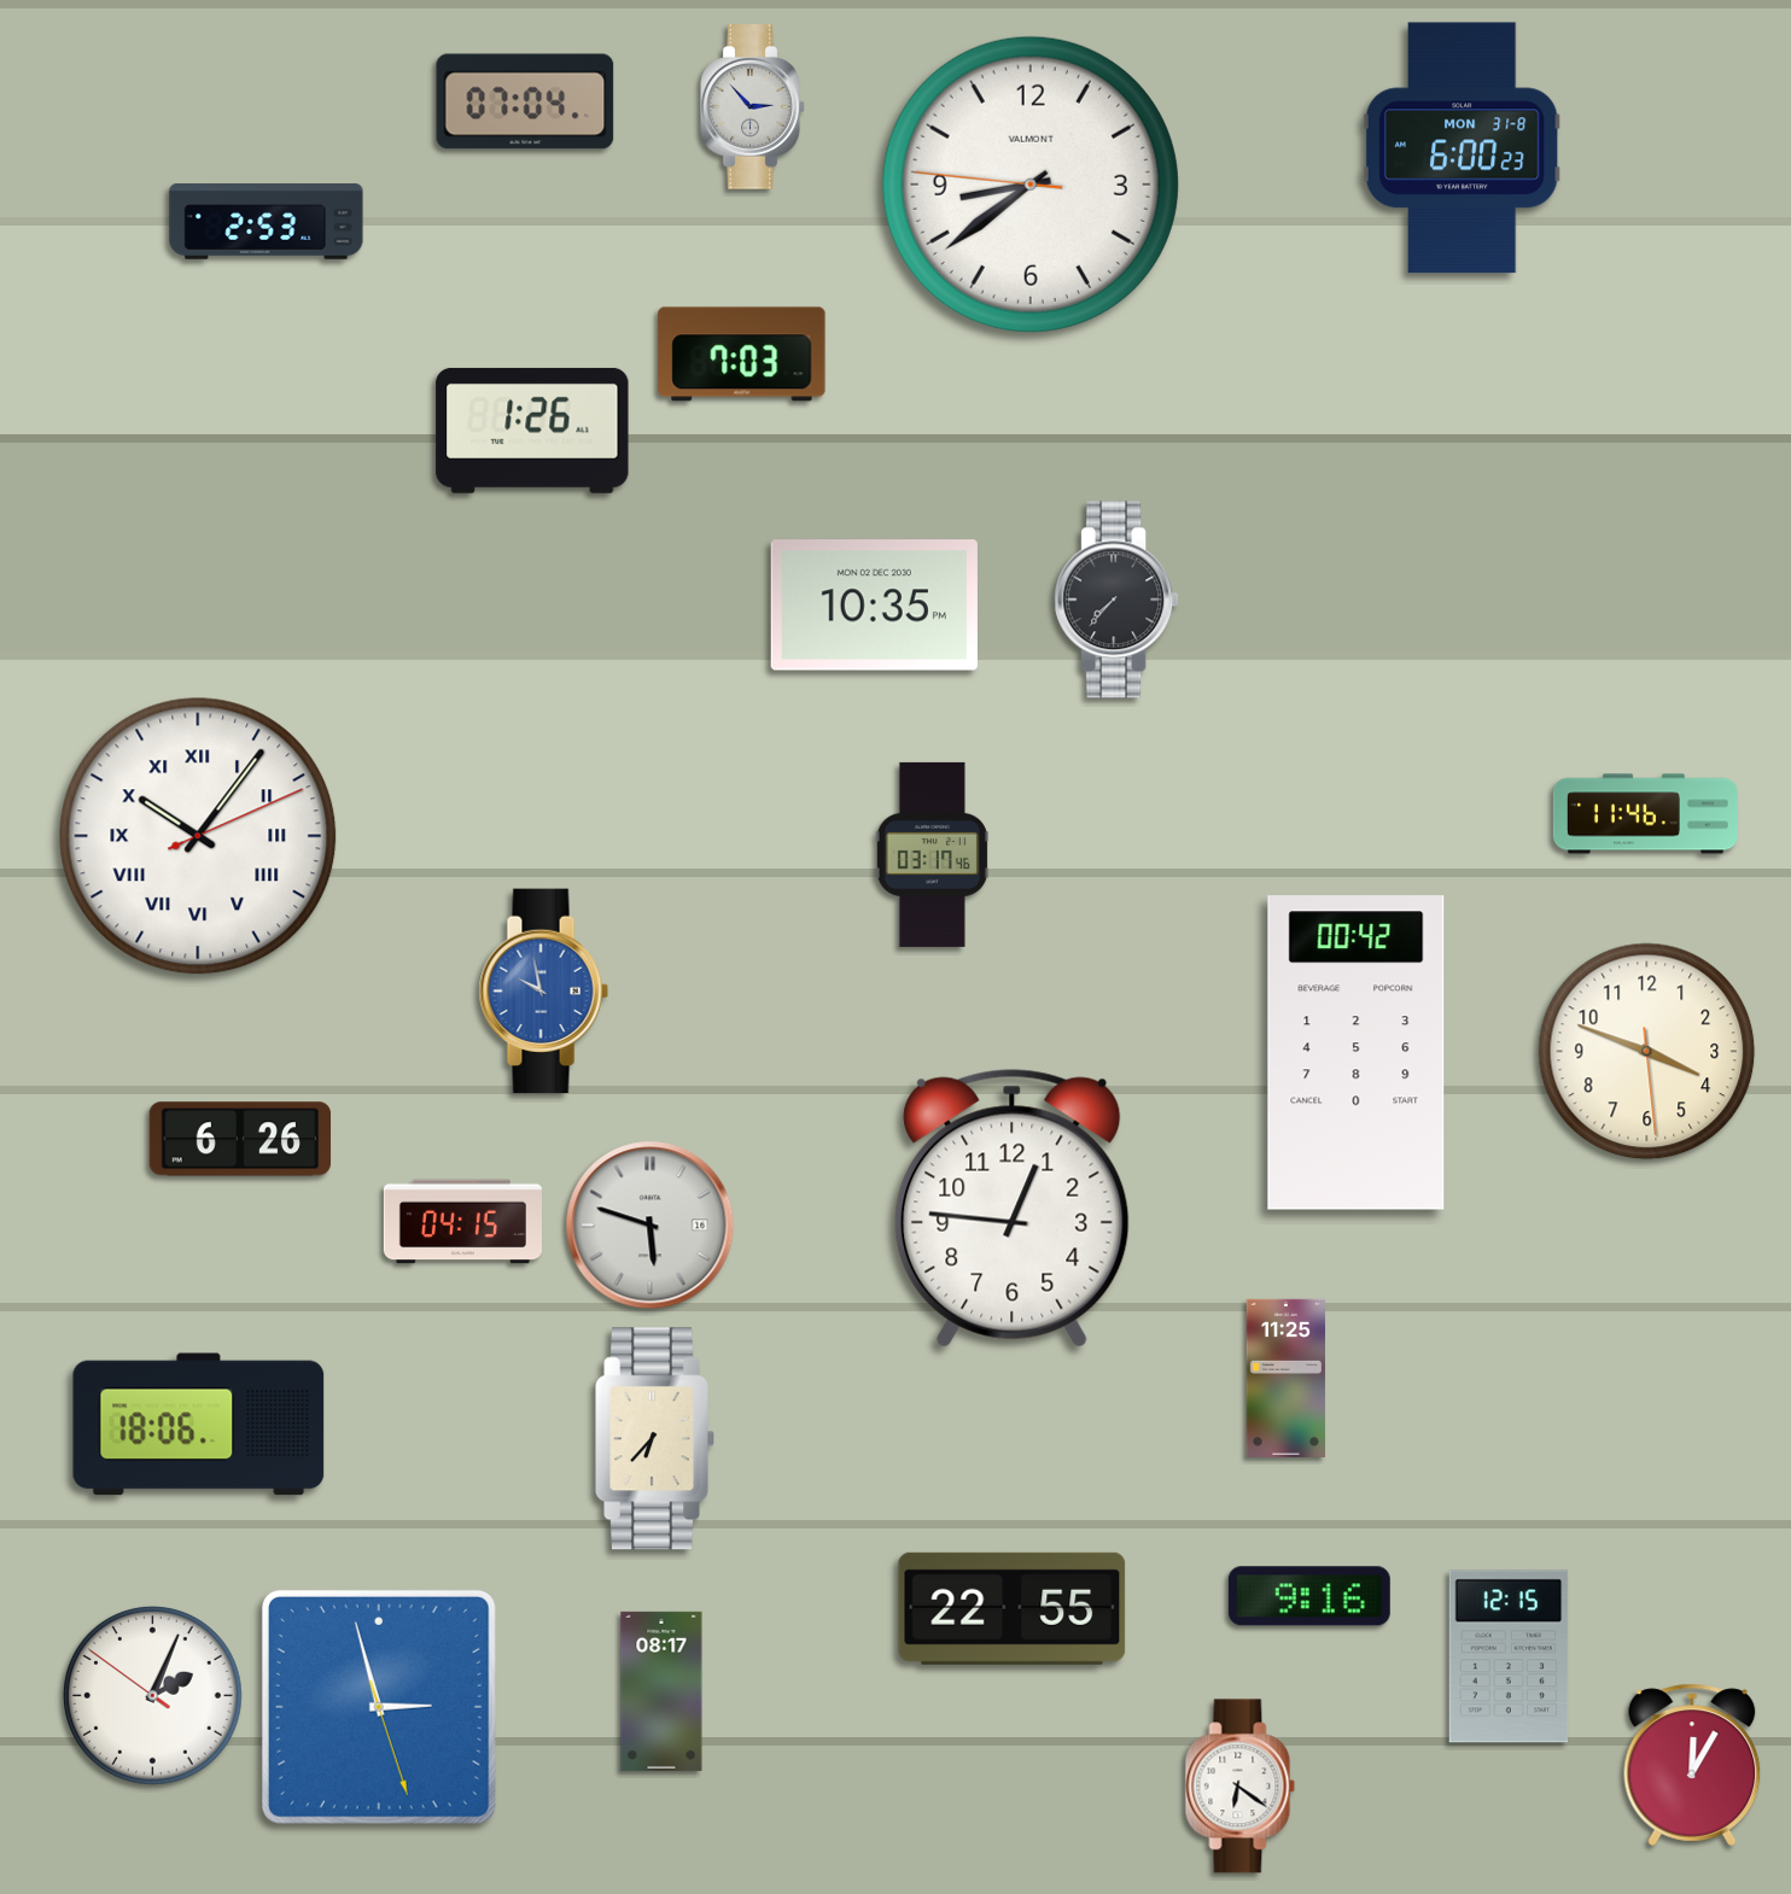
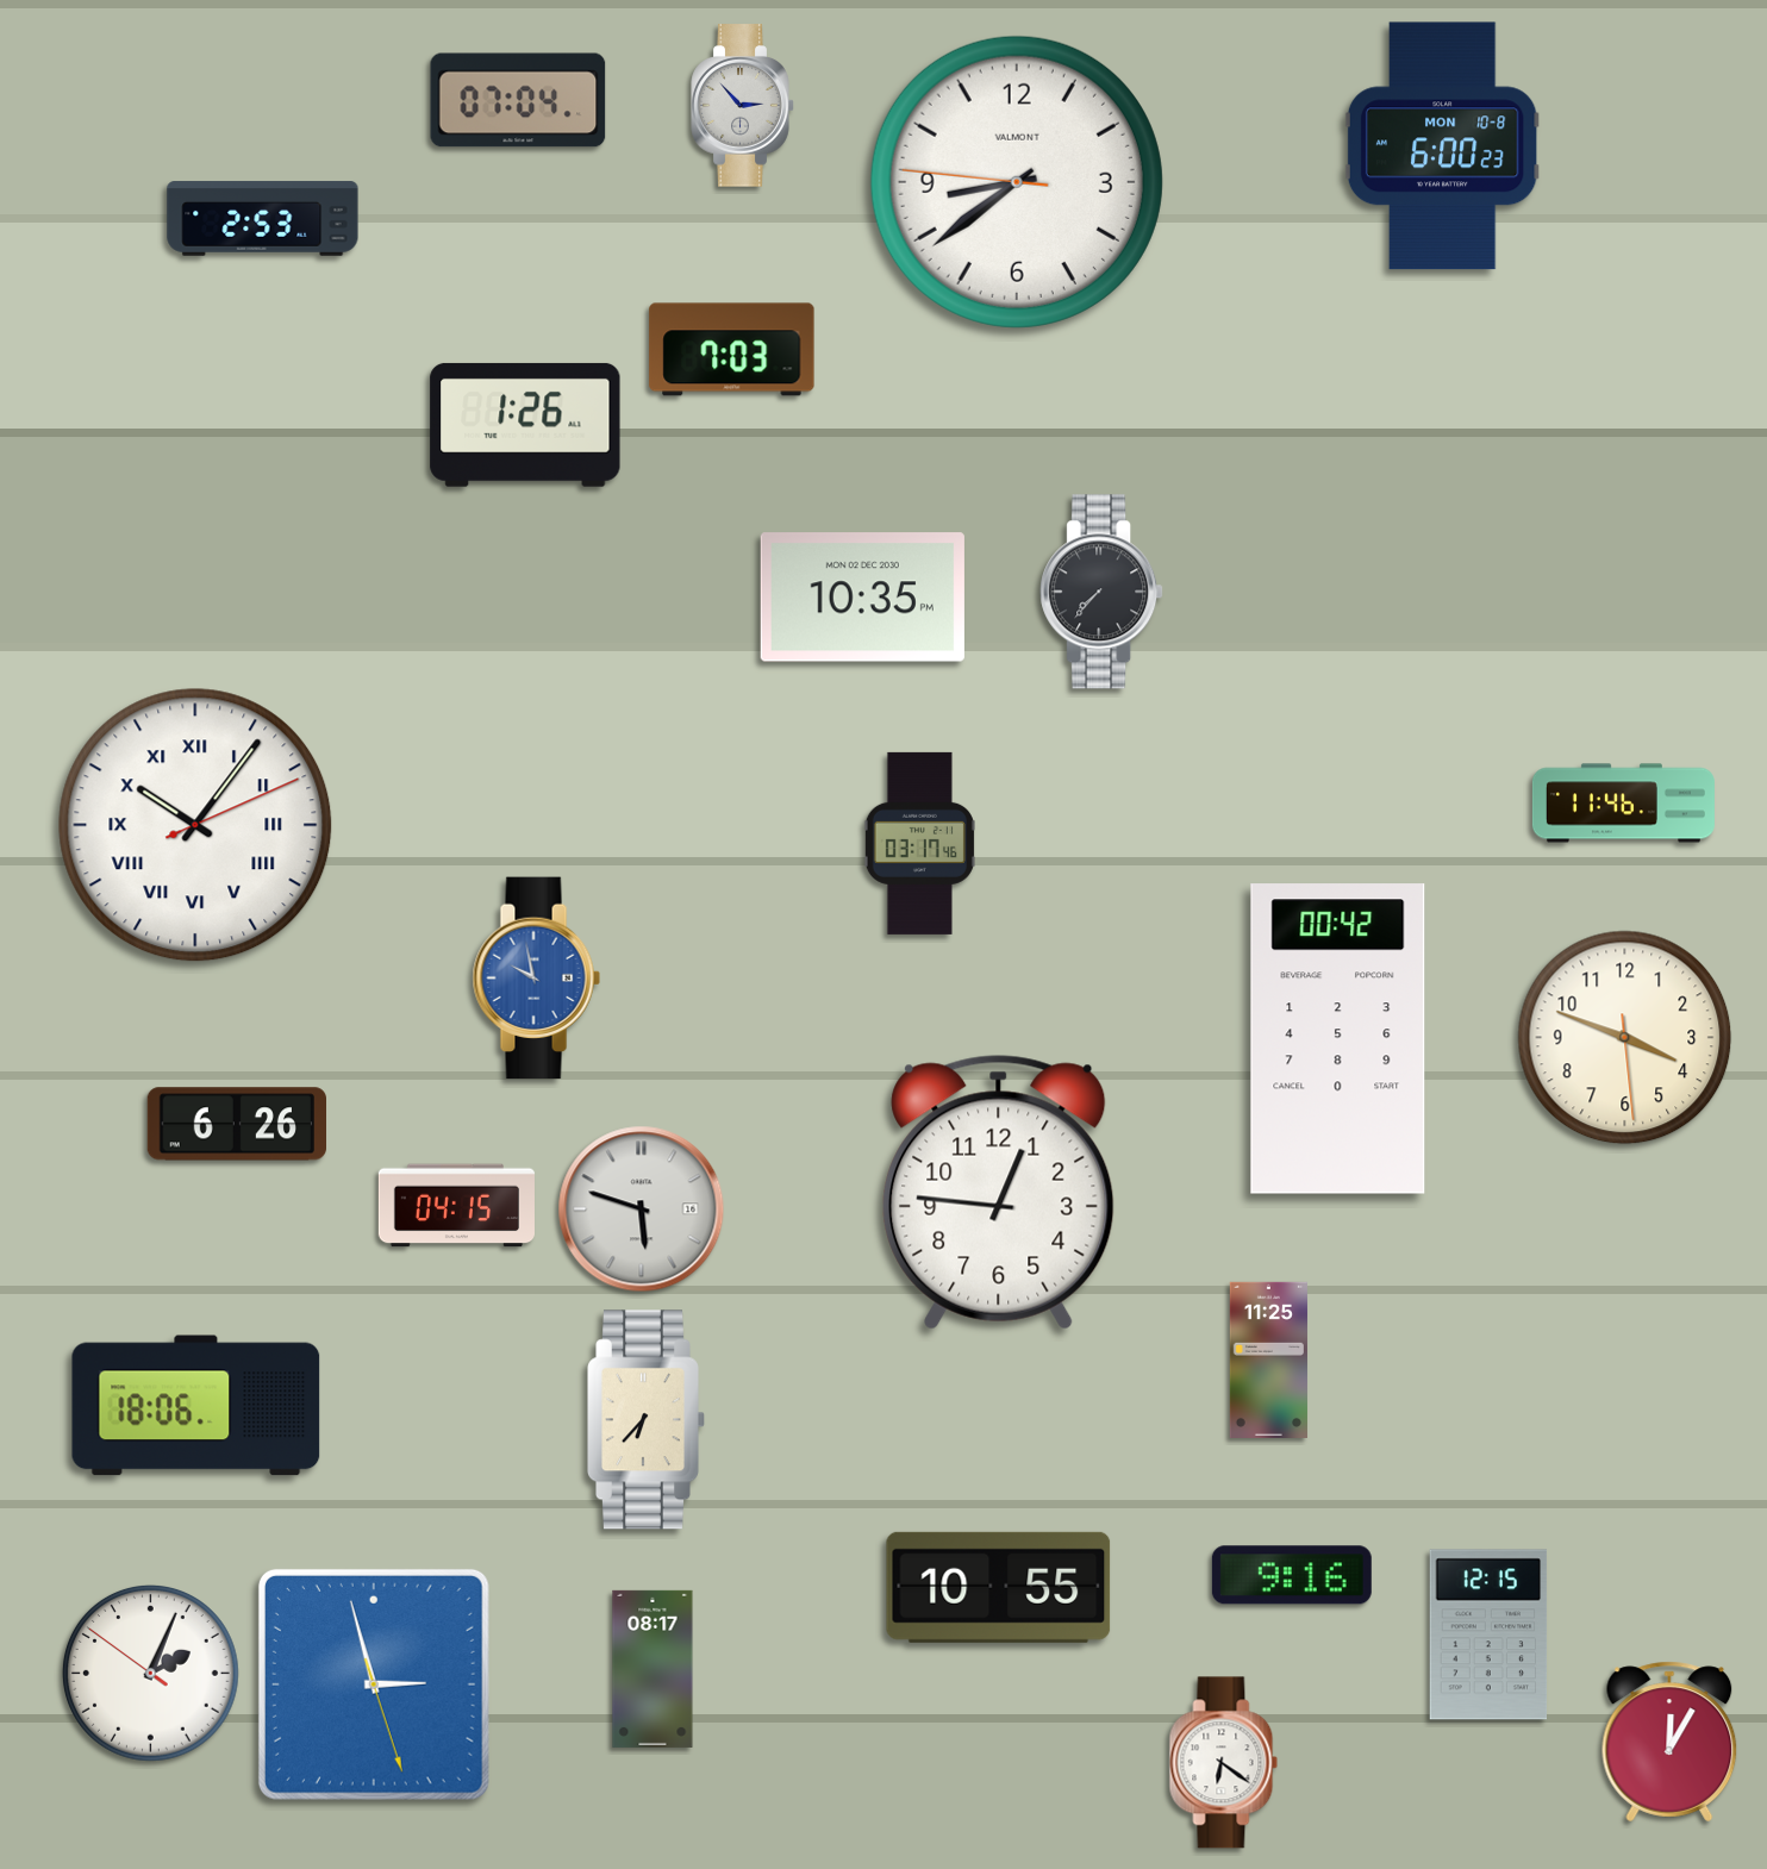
clock at (1462, 148) date: MON 31-8 -> MON 10-8
clock at (1013, 1608): 22:55 -> 10:55
